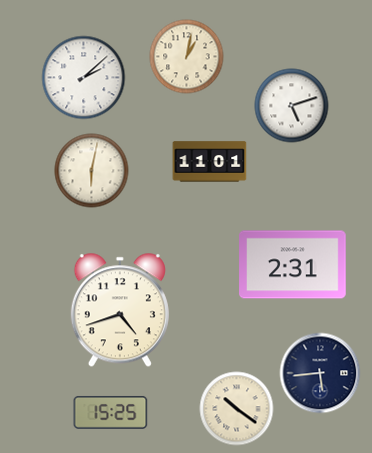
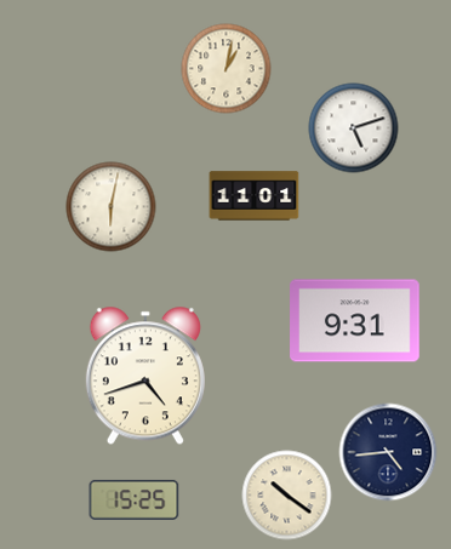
clock at (84, 78): 2:08 -> none
clock at (293, 265): 2:31 -> 9:31
clock at (320, 373): 5:44 -> 4:44
